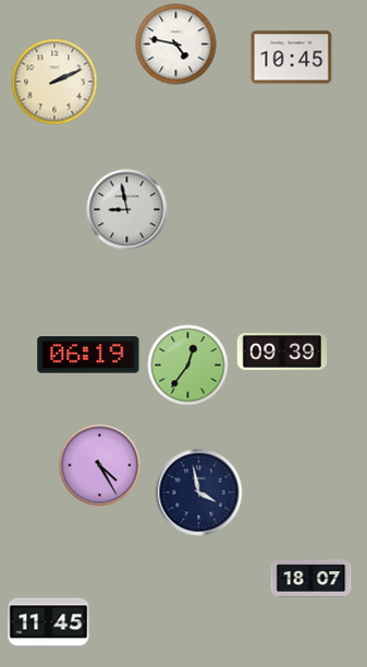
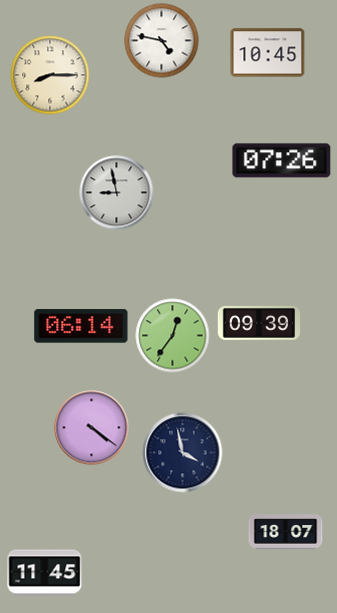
clock at (54, 82): 2:11 -> 8:15
clock at (282, 161): none -> 07:26
clock at (88, 355): 06:19 -> 06:14
clock at (100, 466): 4:25 -> 4:21
